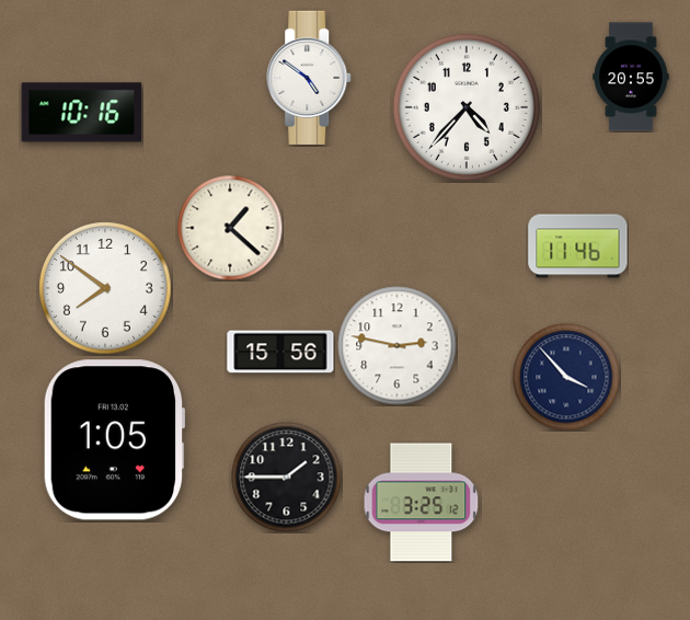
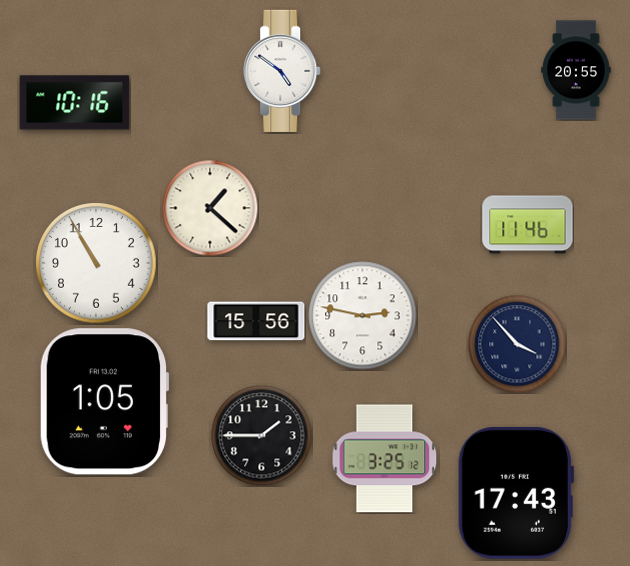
clock at (467, 107): 4:37 -> none
clock at (105, 288): 7:51 -> 10:55
clock at (516, 493): none -> 17:43
